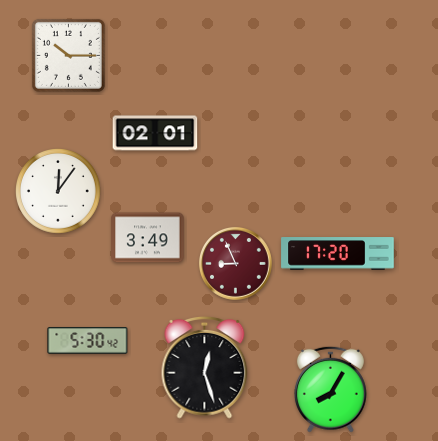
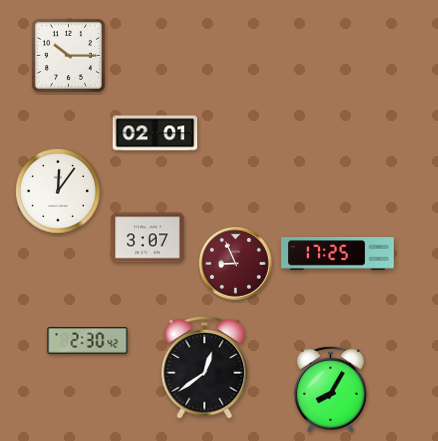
clock at (148, 238): 3:49 -> 3:07
clock at (338, 254): 17:20 -> 17:25
clock at (88, 341): 5:30 -> 2:30
clock at (205, 367): 12:27 -> 12:39
